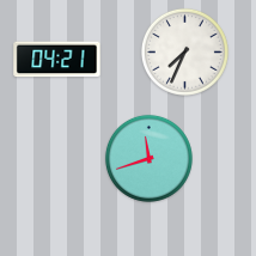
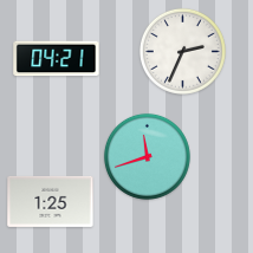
clock at (184, 51): 7:34 -> 2:34
clock at (51, 201): none -> 1:25
